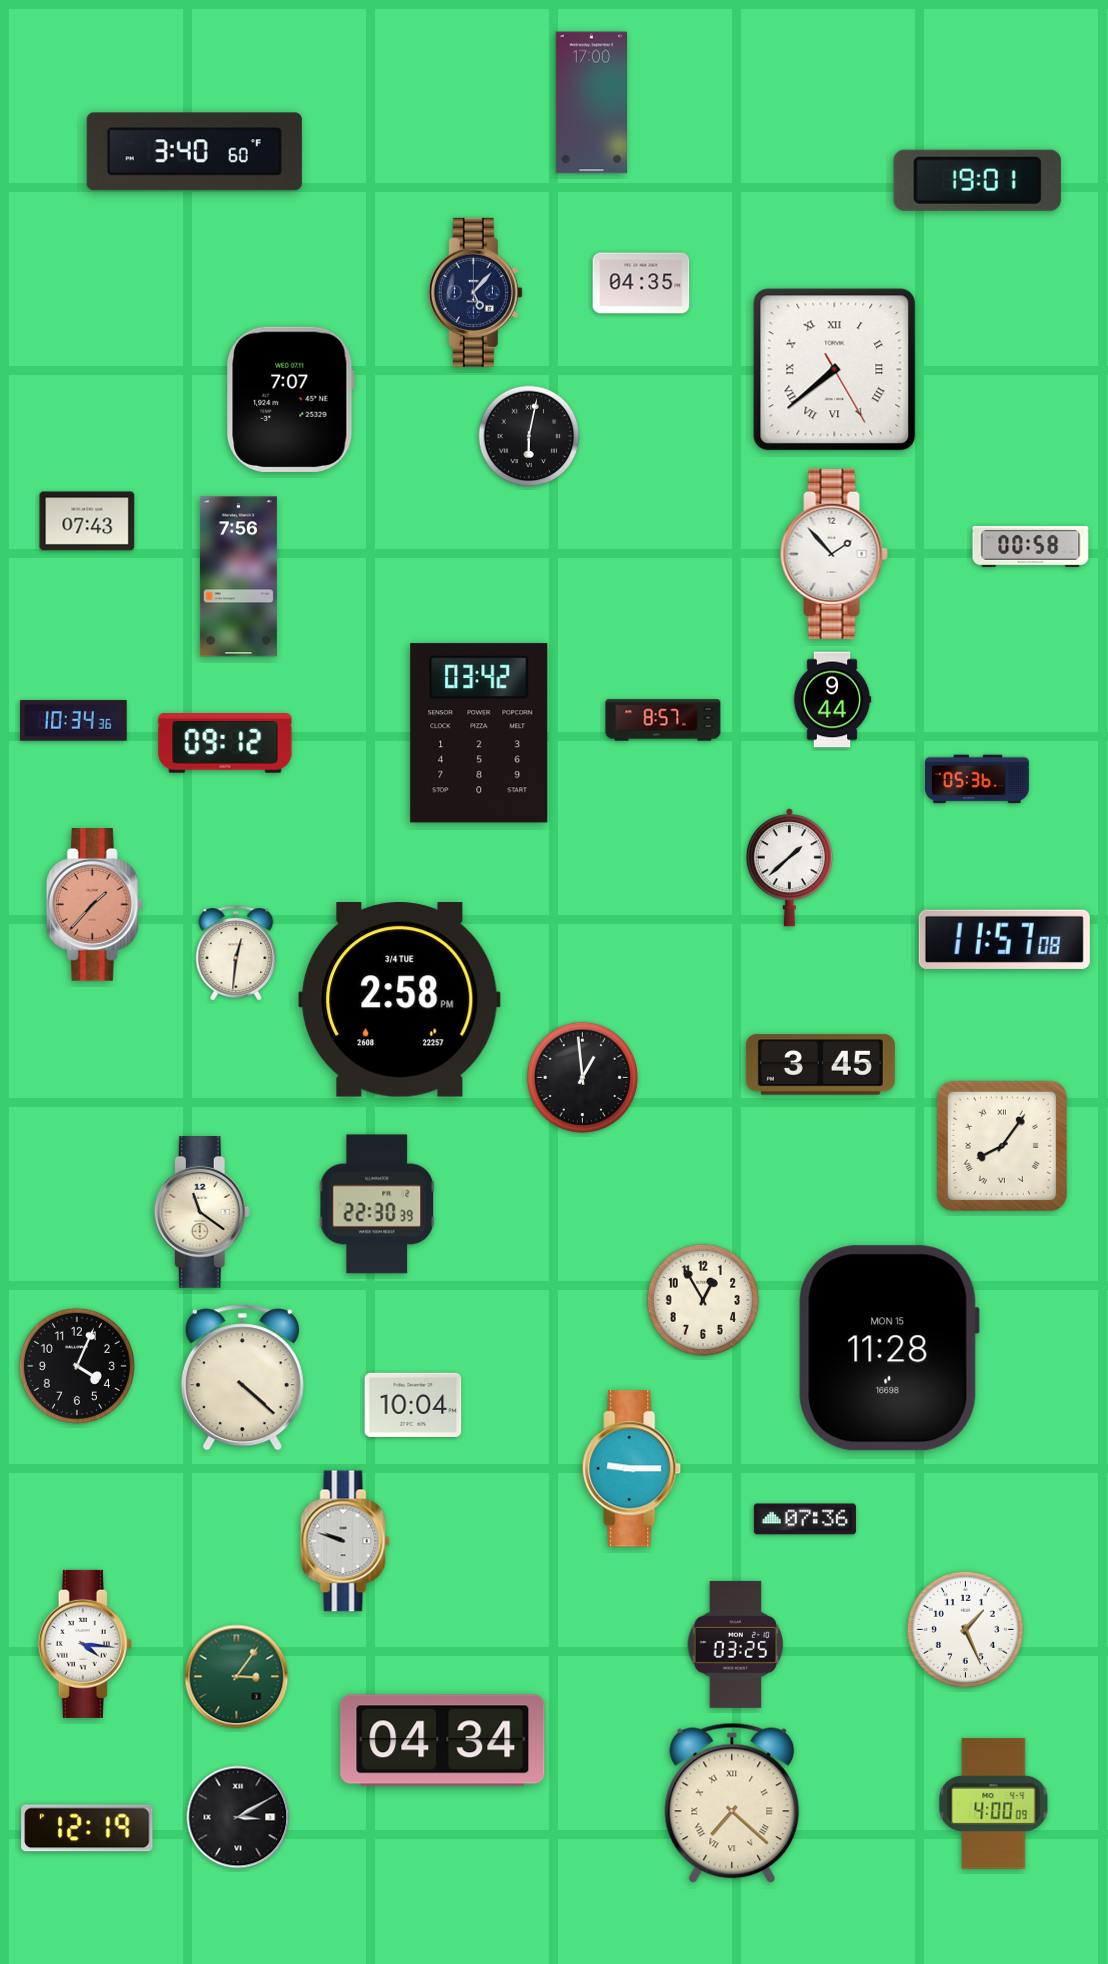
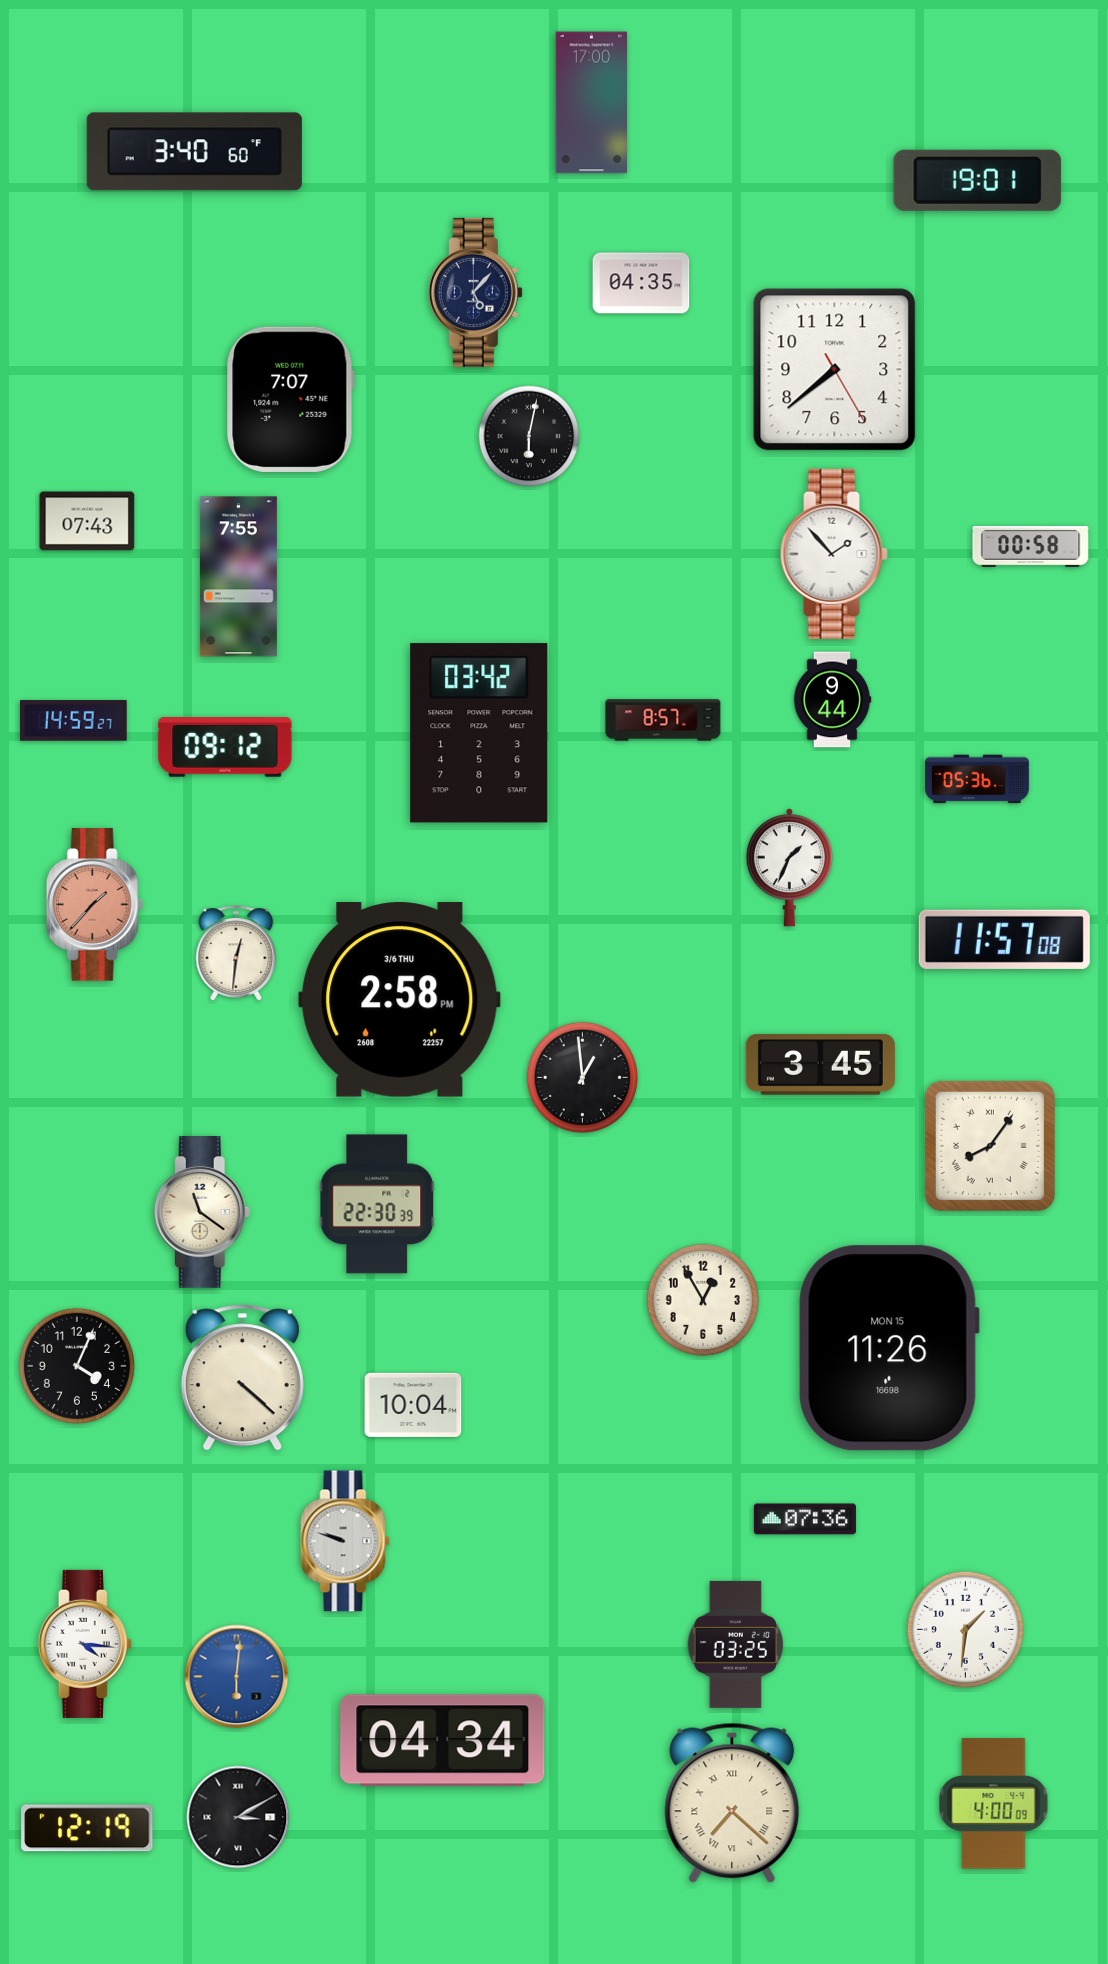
clock at (835, 370) numerals: Roman -> Arabic
clock at (238, 577): 7:56 -> 7:55
clock at (74, 721): 10:34 -> 14:59
clock at (225, 743) position: (225, 743) -> (225, 747)
clock at (789, 868): 1:38 -> 1:34
clock at (400, 1000) date: 3/4 TUE -> 3/6 THU
clock at (1002, 1146) position: (1002, 1146) -> (990, 1146)
clock at (889, 1348): 11:28 -> 11:26
clock at (632, 1469): 9:15 -> none
clock at (965, 1629): 1:26 -> 1:31
clock at (237, 1677): 3:06 -> 6:01
clock at (237, 1677) dial: green -> blue
